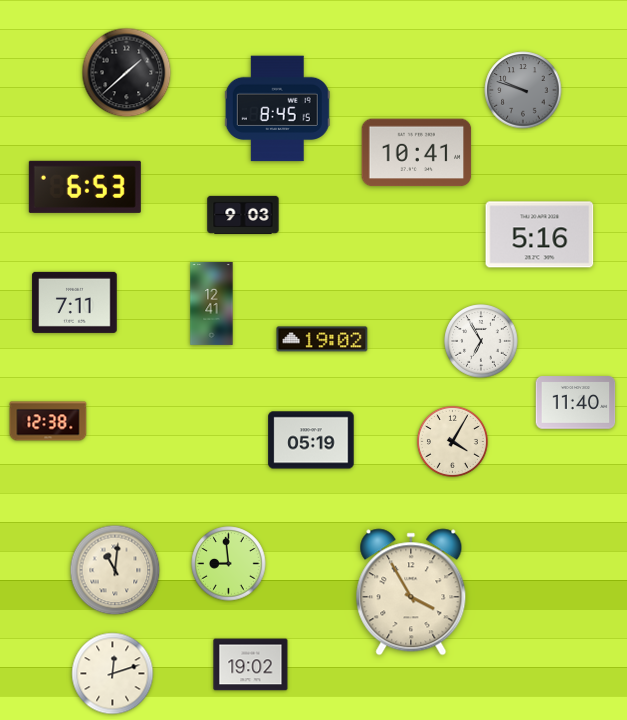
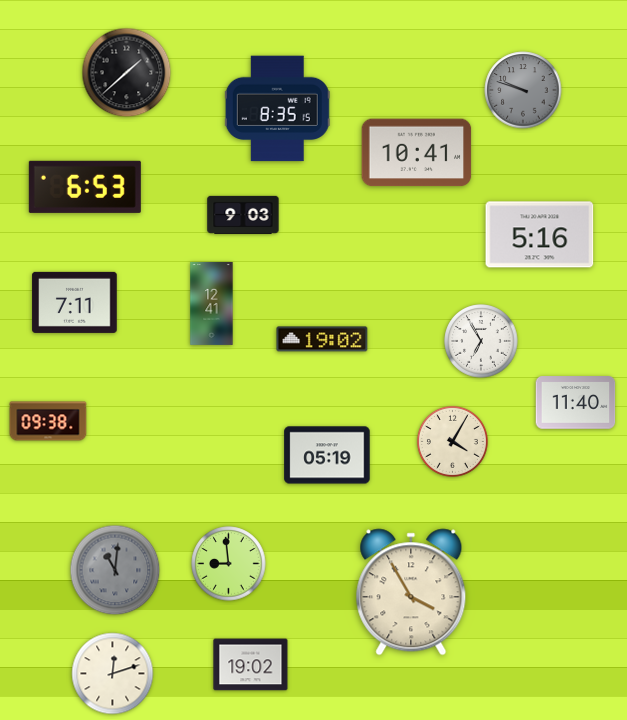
clock at (277, 109): 8:45 -> 8:35
clock at (48, 421): 12:38 -> 09:38
clock at (311, 440) position: (311, 440) -> (327, 455)
clock at (115, 570) dial: cream -> grey
